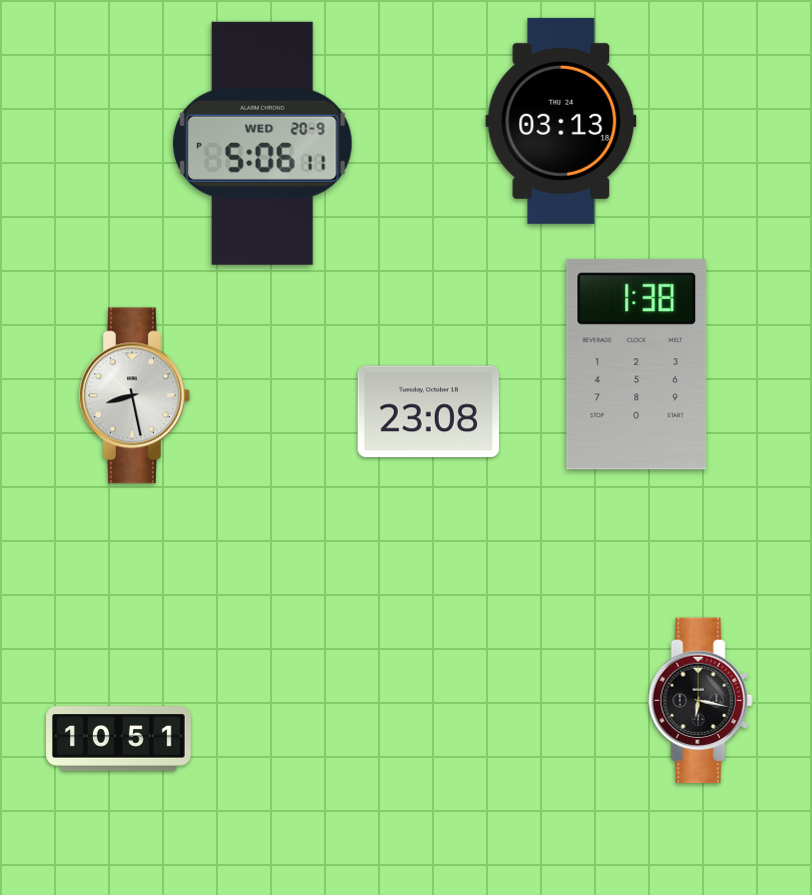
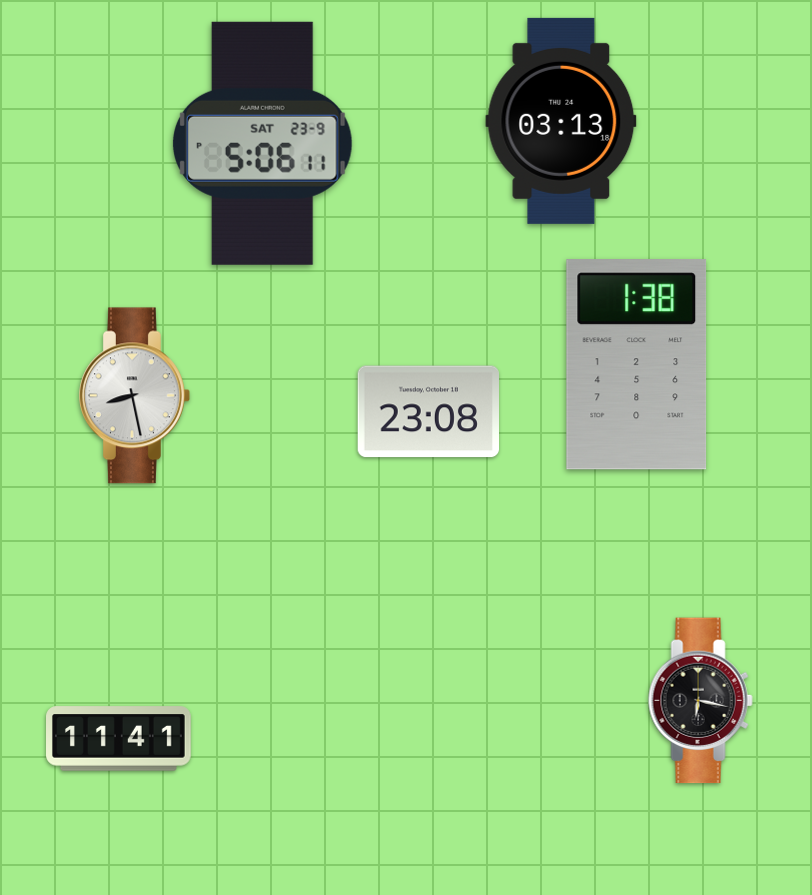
clock at (262, 143) date: WED 20-9 -> SAT 23-9
clock at (119, 739): 10:51 -> 11:41
